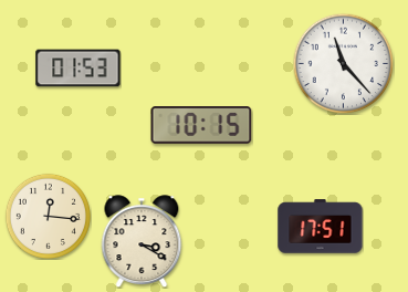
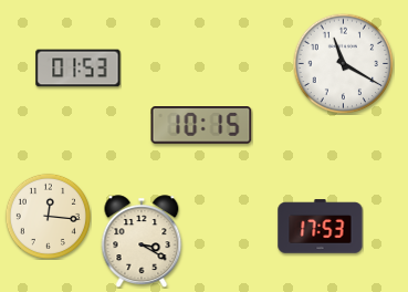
clock at (343, 63): 11:23 -> 11:20
clock at (321, 227): 17:51 -> 17:53
